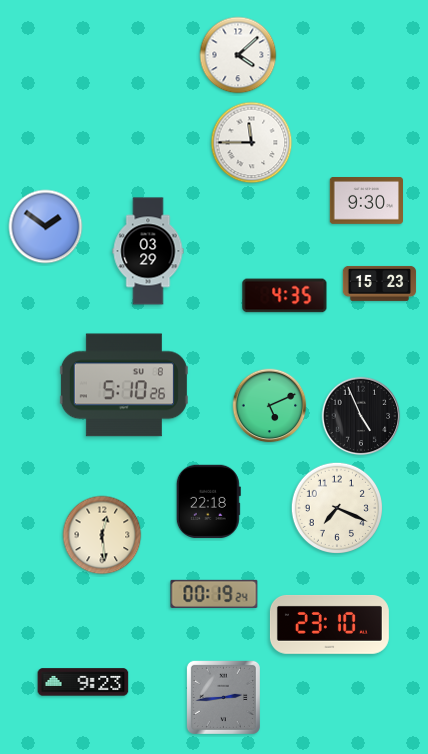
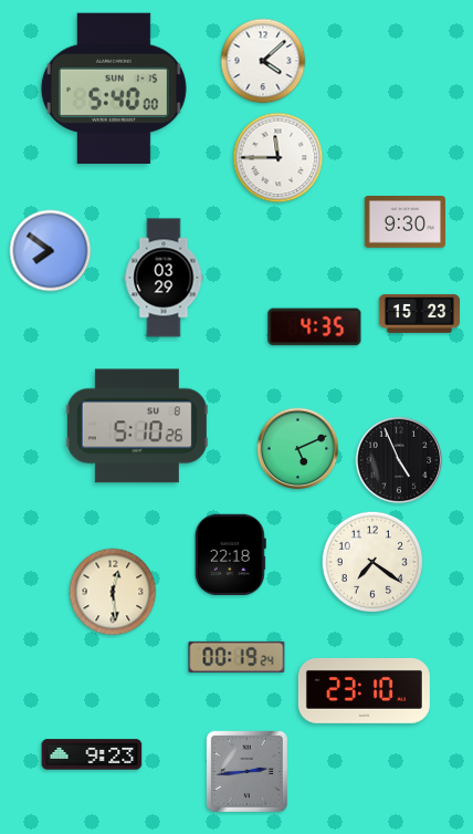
clock at (114, 87): none -> 5:40
clock at (46, 227): 1:51 -> 7:51
clock at (336, 507): 7:19 -> 7:21
